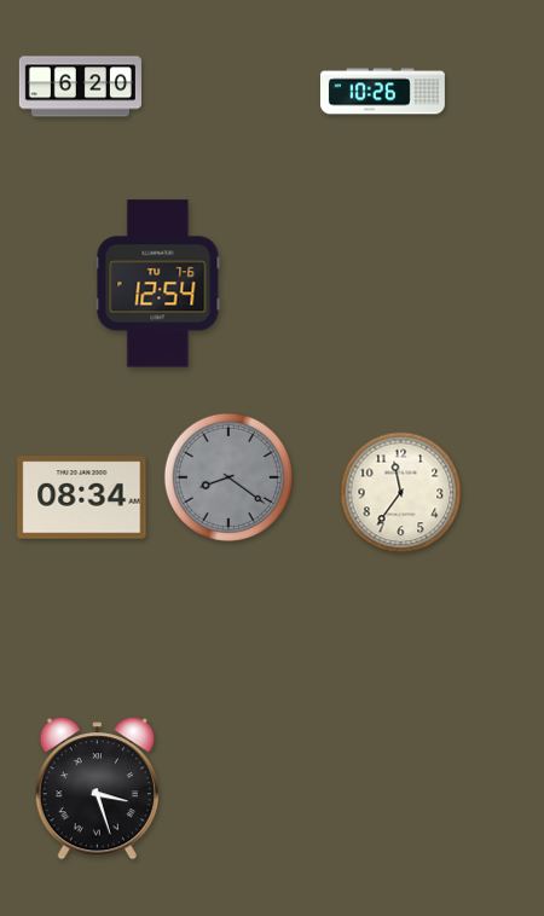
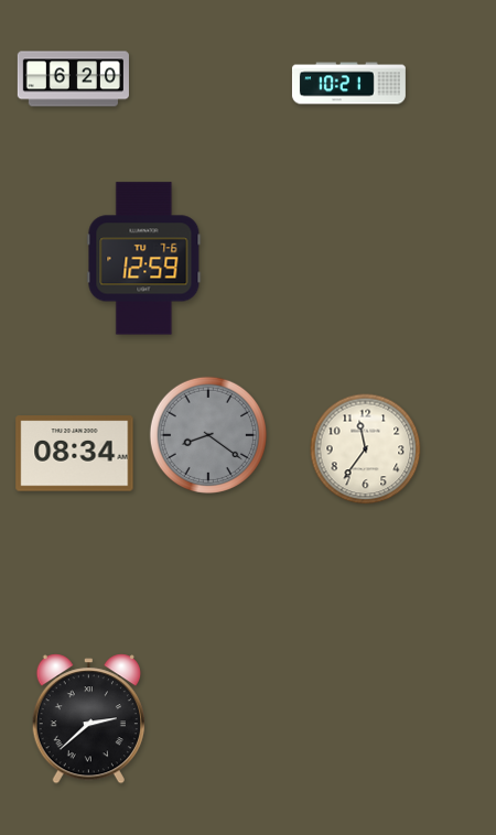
clock at (382, 92): 10:26 -> 10:21
clock at (158, 284): 12:54 -> 12:59
clock at (97, 789): 3:27 -> 2:38
